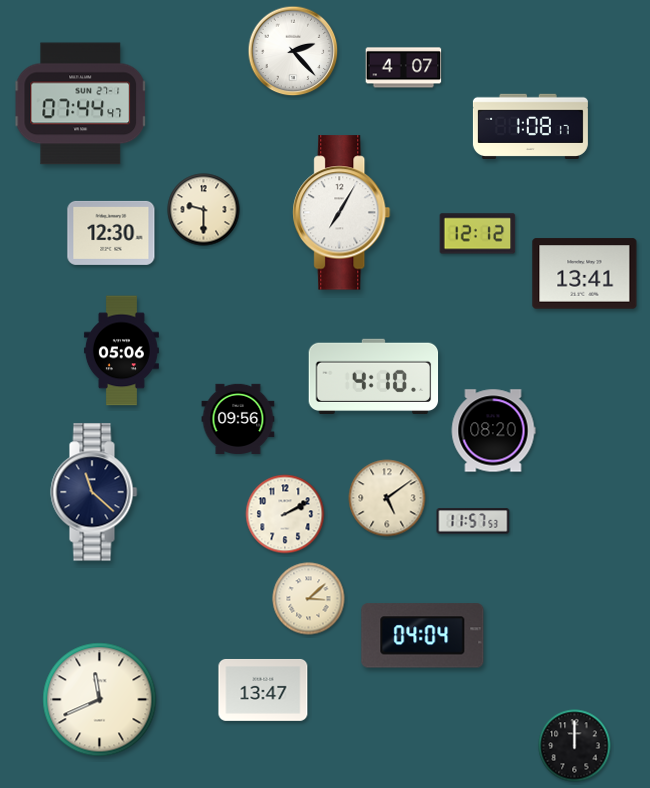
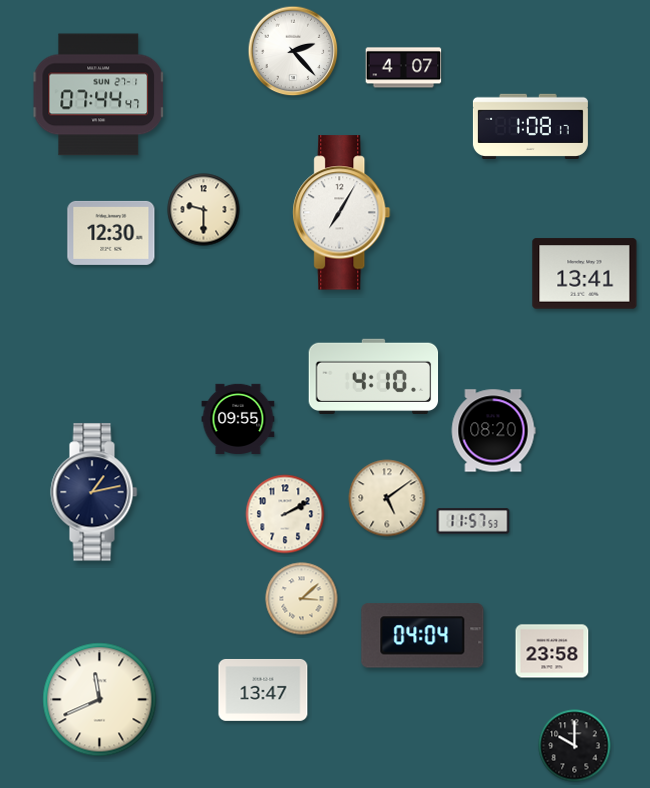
clock at (80, 104) position: (80, 104) -> (98, 95)
clock at (478, 234): 12:12 -> none
clock at (121, 351): 05:06 -> none
clock at (238, 419): 09:56 -> 09:55
clock at (94, 492): 11:22 -> 1:13
clock at (309, 599) position: (309, 599) -> (302, 599)
clock at (552, 651): none -> 23:58
clock at (575, 746): 12:00 -> 10:00
